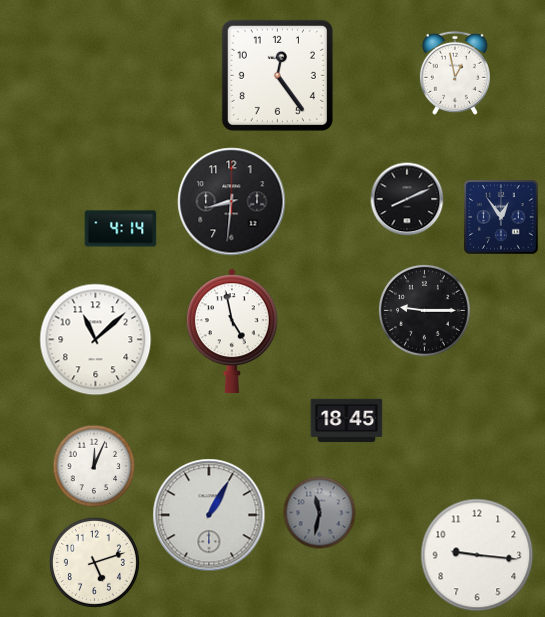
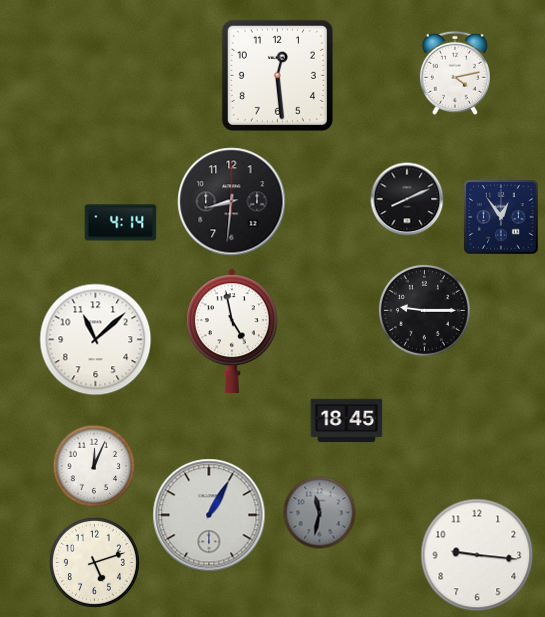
clock at (455, 73): 12:58 -> 4:13
clock at (277, 75): 12:24 -> 12:29
clock at (121, 229) position: (121, 229) -> (121, 223)
